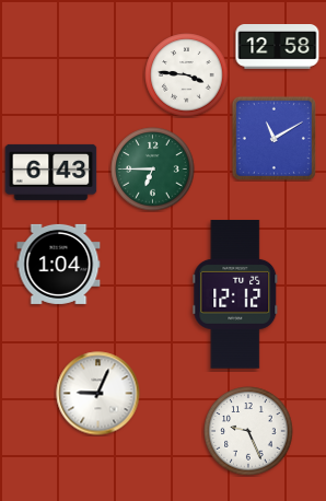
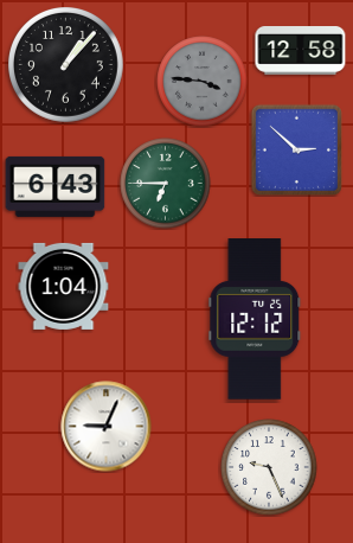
clock at (66, 65): none -> 1:07
clock at (187, 75) dial: white -> grey
clock at (273, 138): 11:10 -> 2:52
